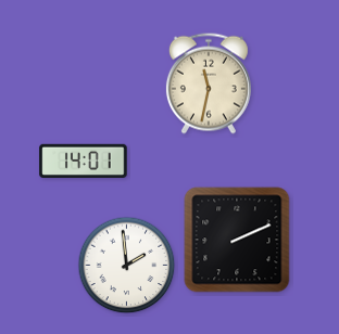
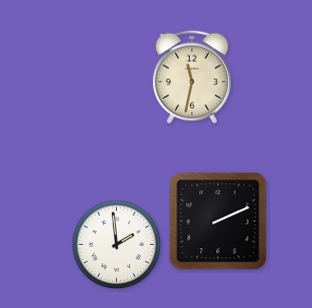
clock at (84, 160): 14:01 -> none
